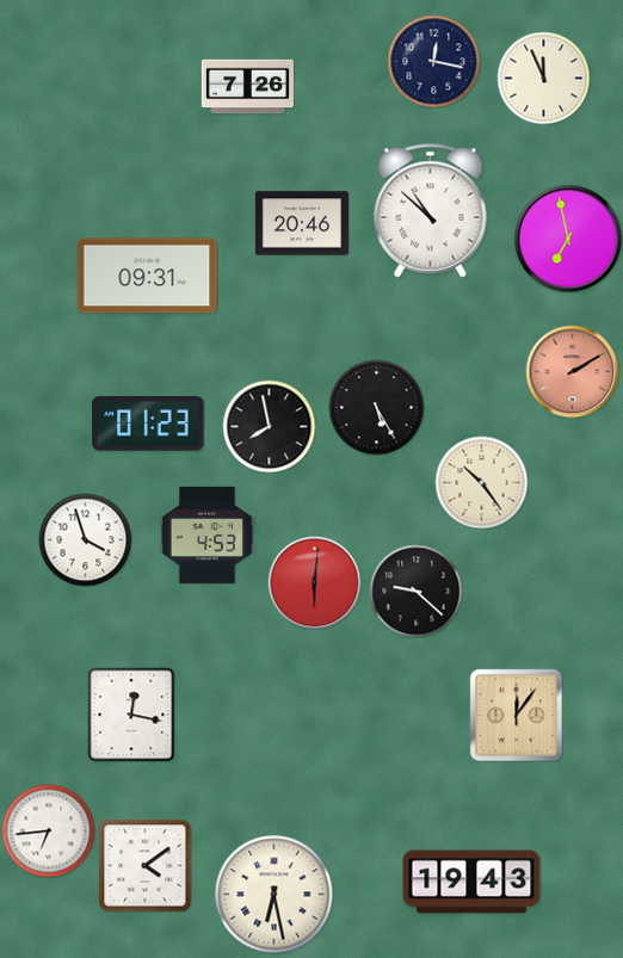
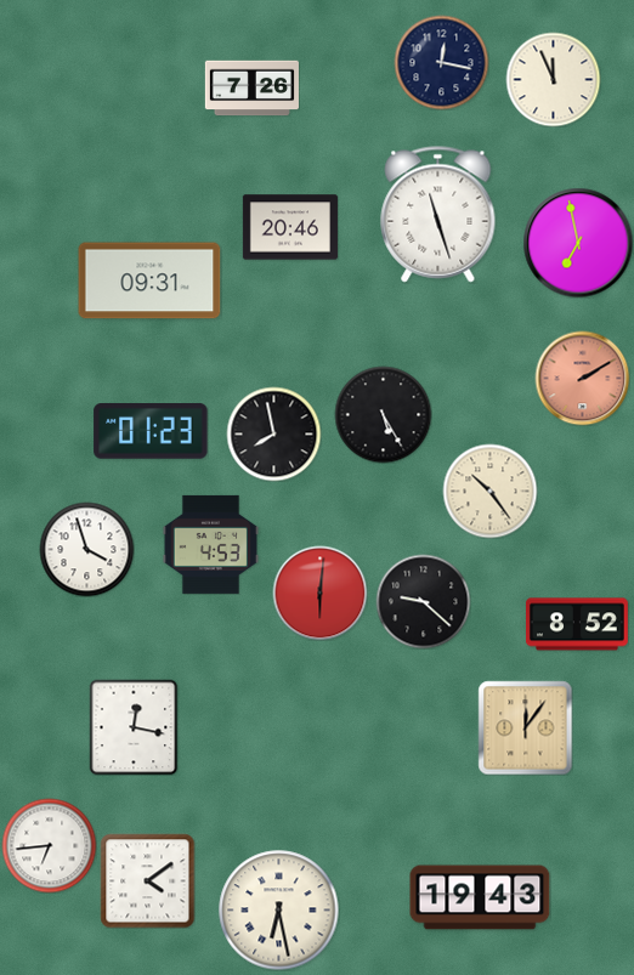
clock at (431, 211): 10:52 -> 11:27
clock at (302, 223) position: (302, 223) -> (290, 227)
clock at (577, 624): none -> 8:52
